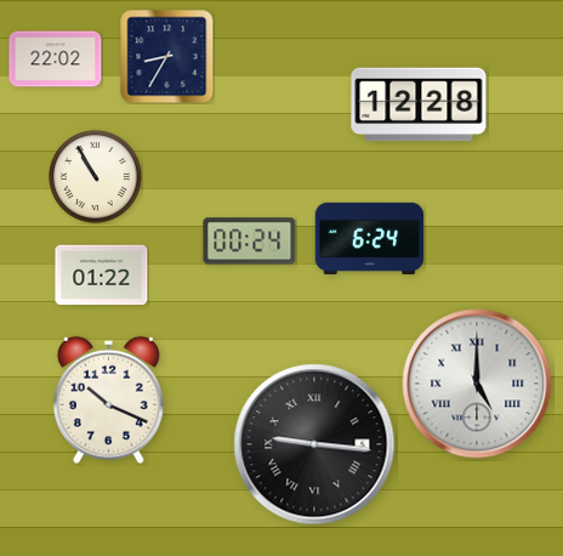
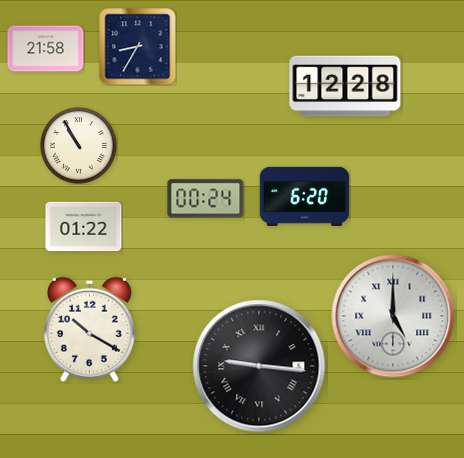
clock at (56, 59): 22:02 -> 21:58
clock at (370, 238): 6:24 -> 6:20
clock at (108, 399): 10:19 -> 10:20
